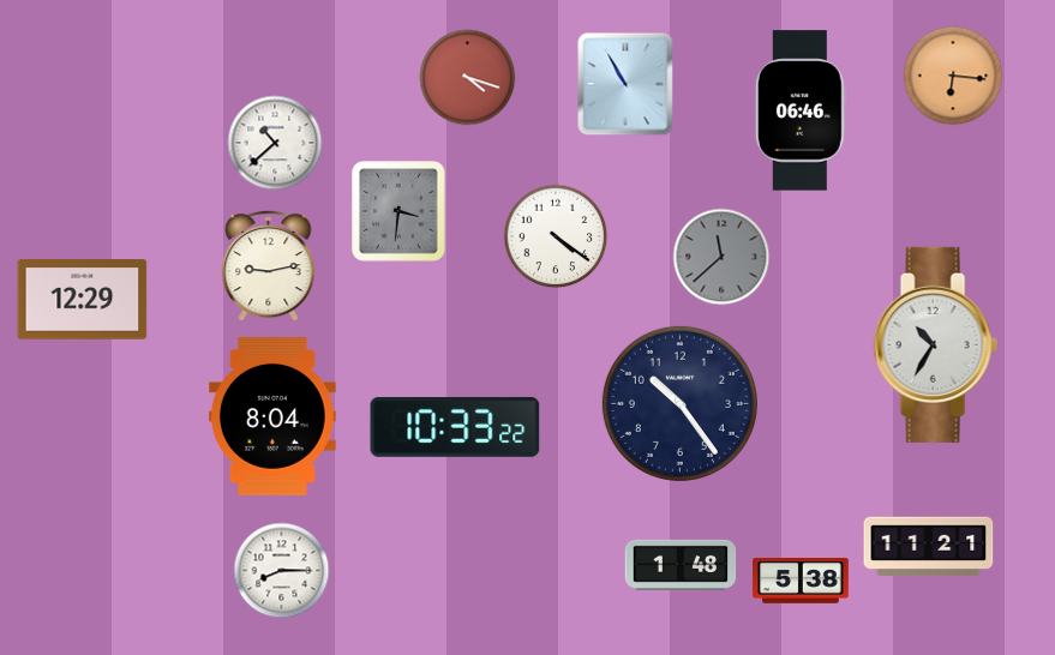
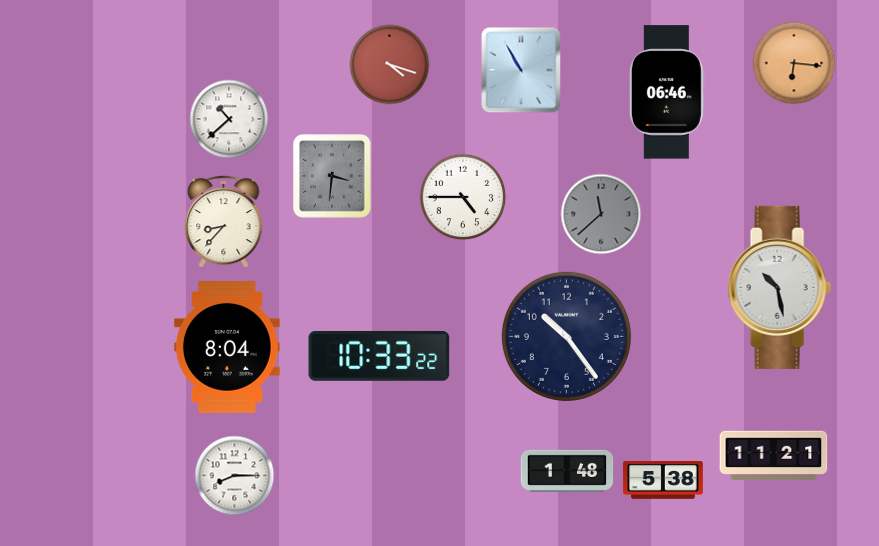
clock at (556, 236): 4:21 -> 4:45
clock at (269, 265): 9:13 -> 8:37
clock at (83, 300): 12:29 -> none
clock at (935, 344): 10:35 -> 10:28
clock at (801, 582) position: (801, 582) -> (663, 481)
